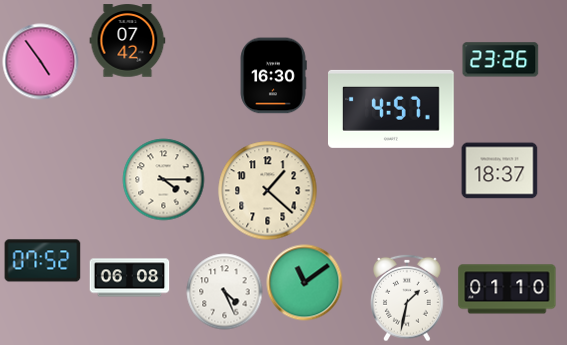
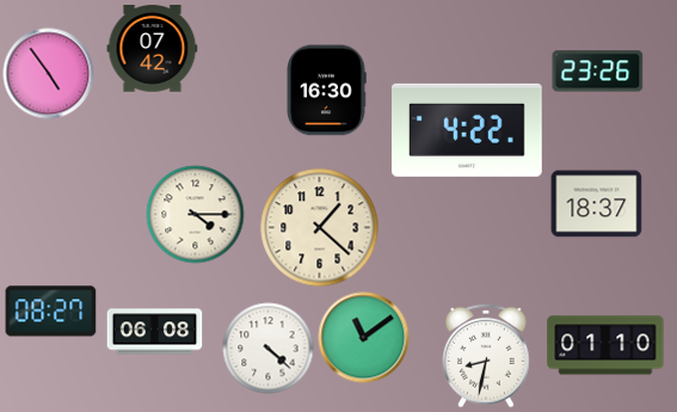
clock at (392, 109): 4:57 -> 4:22
clock at (43, 261): 07:52 -> 08:27
clock at (225, 292): 4:26 -> 4:22
clock at (407, 298): 1:32 -> 8:32
